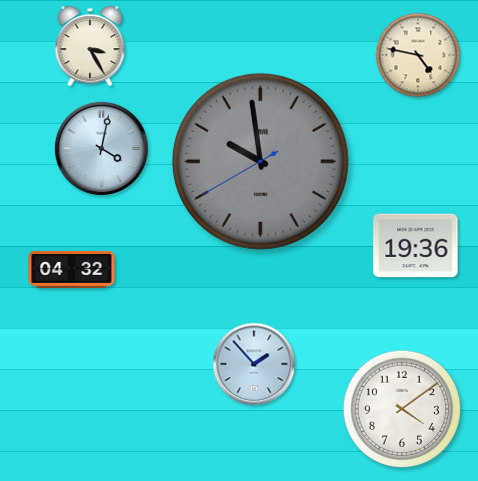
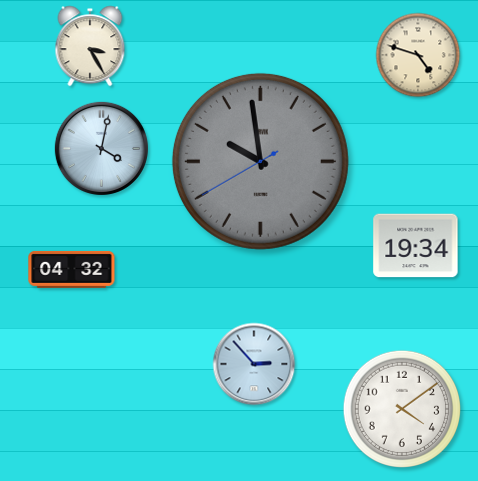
clock at (418, 55): 4:47 -> 4:48
clock at (416, 246): 19:36 -> 19:34
clock at (254, 364): 1:53 -> 2:53
